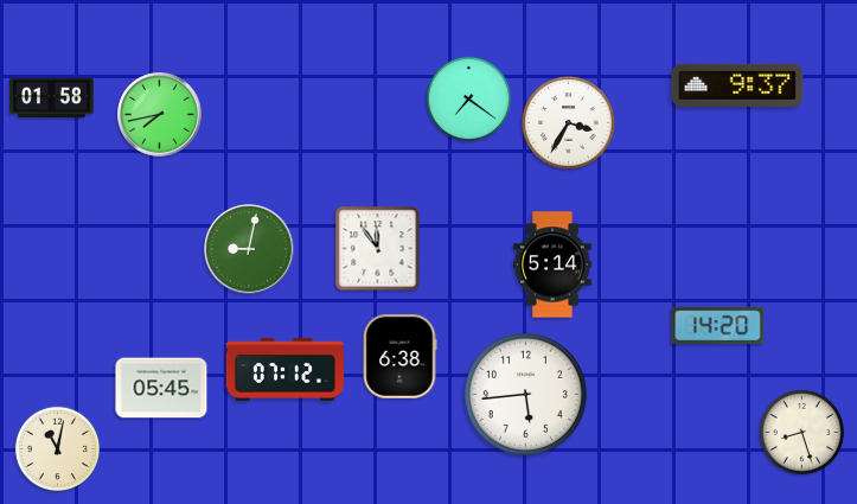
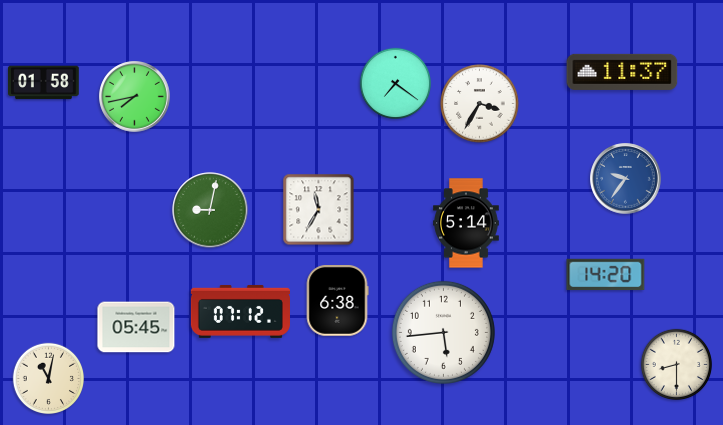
clock at (737, 85): 9:37 -> 11:37
clock at (626, 179): none -> 9:36
clock at (378, 249): 11:54 -> 11:35
clock at (801, 432): 8:27 -> 8:30
